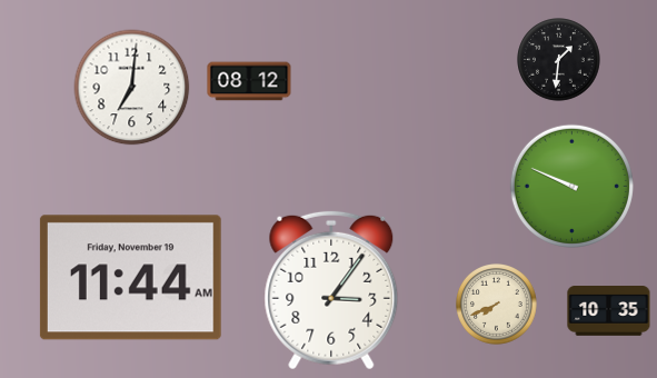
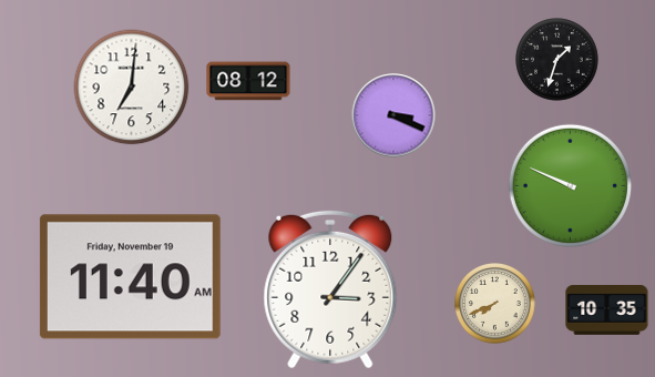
clock at (559, 60): 1:31 -> 1:33
clock at (393, 115): none -> 3:19
clock at (130, 278): 11:44 -> 11:40
